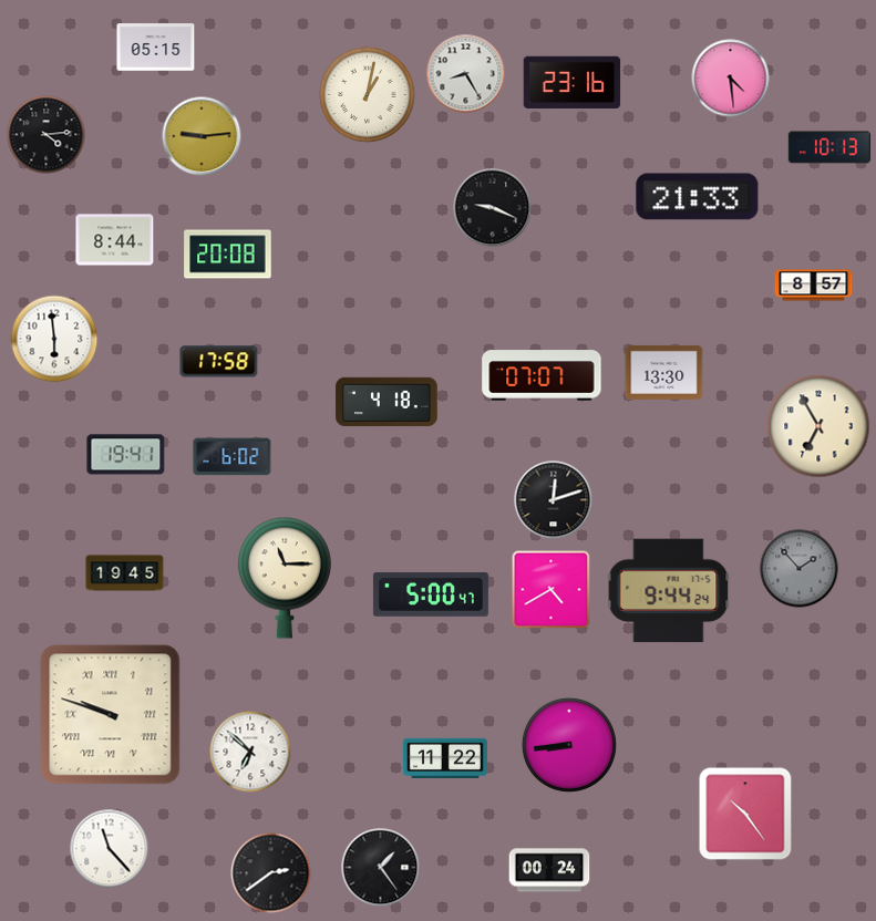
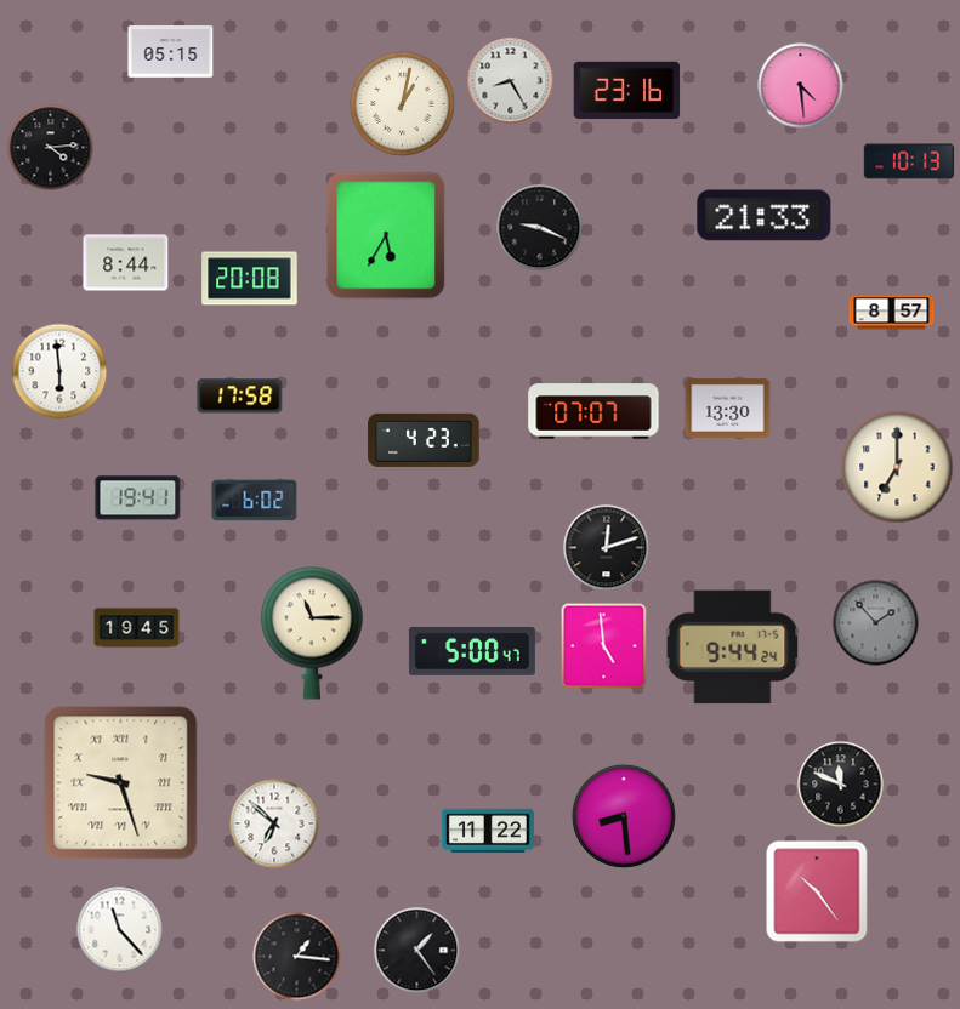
clock at (202, 136): 9:14 -> none
clock at (386, 235): none -> 5:35
clock at (387, 401): 4:18 -> 4:23
clock at (818, 426): 6:55 -> 7:00
clock at (552, 590): 4:40 -> 4:59
clock at (111, 715): 9:48 -> 9:27
clock at (841, 785): none -> 11:49
clock at (569, 745): 8:44 -> 8:29
clock at (549, 870): 00:24 -> none
clock at (271, 873): 2:39 -> 1:16
